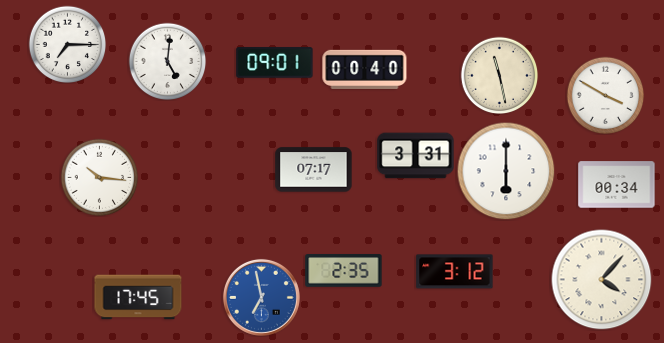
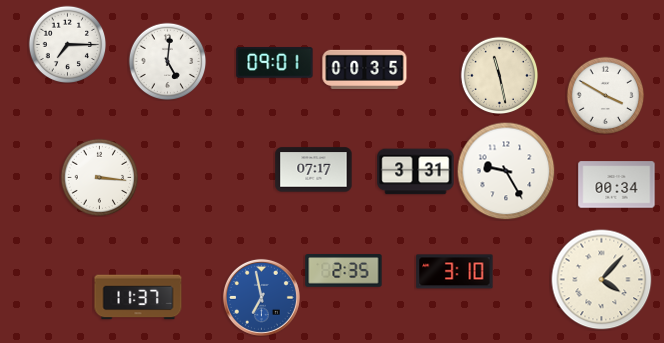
clock at (365, 69): 00:40 -> 00:35
clock at (416, 156) position: (416, 156) -> (416, 172)
clock at (506, 171): 6:00 -> 9:25
clock at (99, 177): 10:16 -> 3:16
clock at (455, 272): 3:12 -> 3:10
clock at (138, 297): 17:45 -> 11:37
